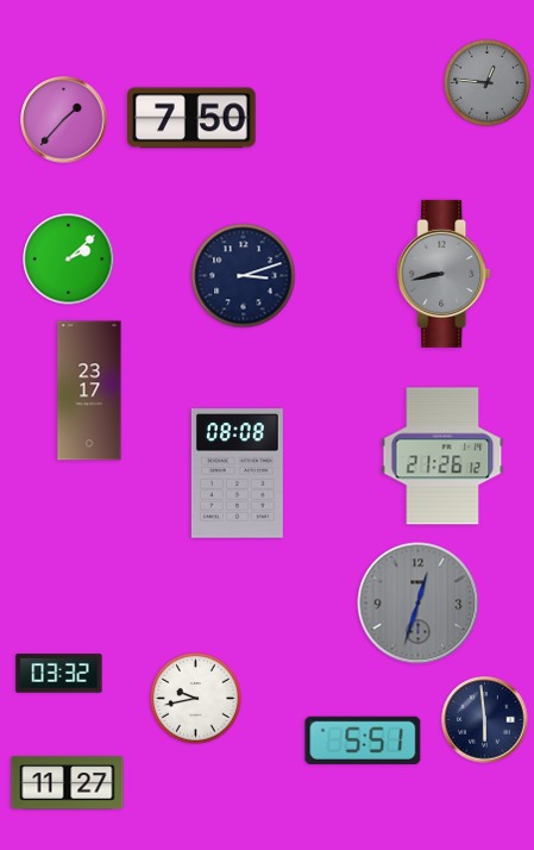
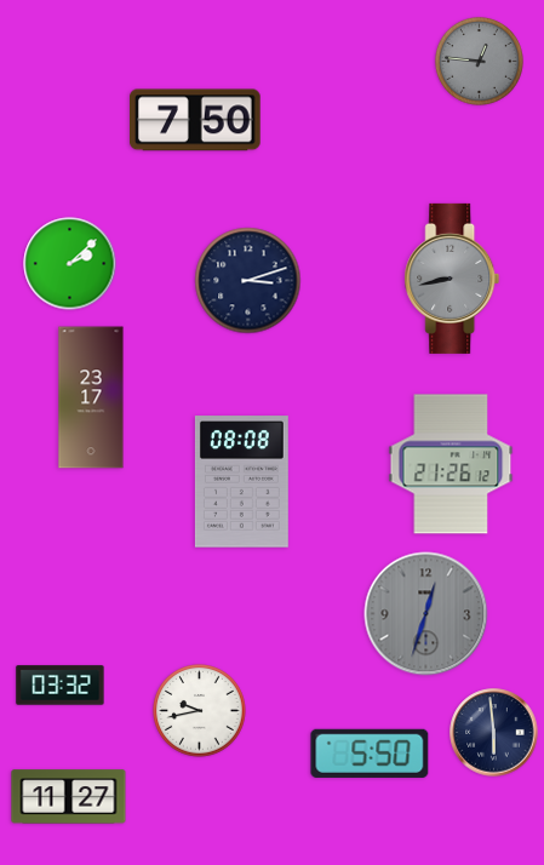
clock at (486, 82) position: (486, 82) -> (479, 61)
clock at (64, 120): 1:37 -> none
clock at (363, 740): 5:51 -> 5:50
